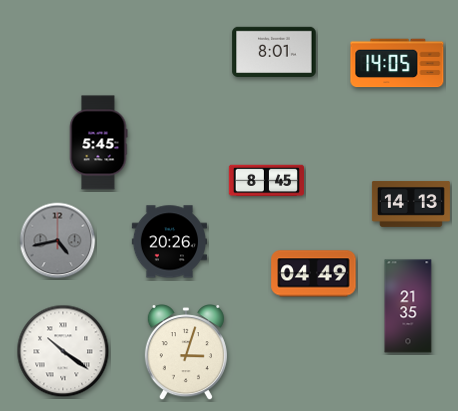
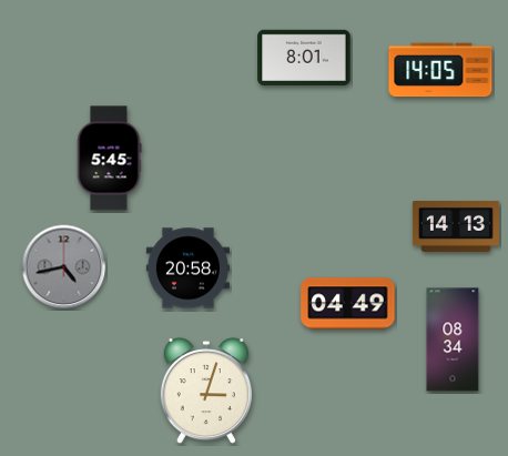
clock at (266, 181): 8:45 -> none
clock at (169, 242): 20:26 -> 20:58
clock at (408, 306): 21:35 -> 08:34
clock at (63, 351): 10:21 -> none
